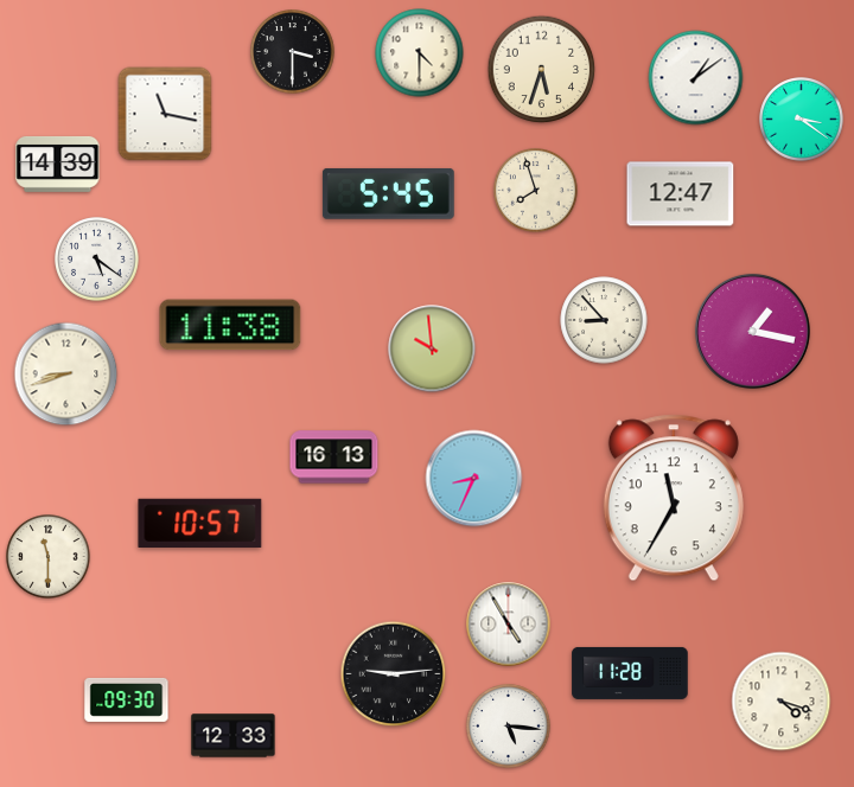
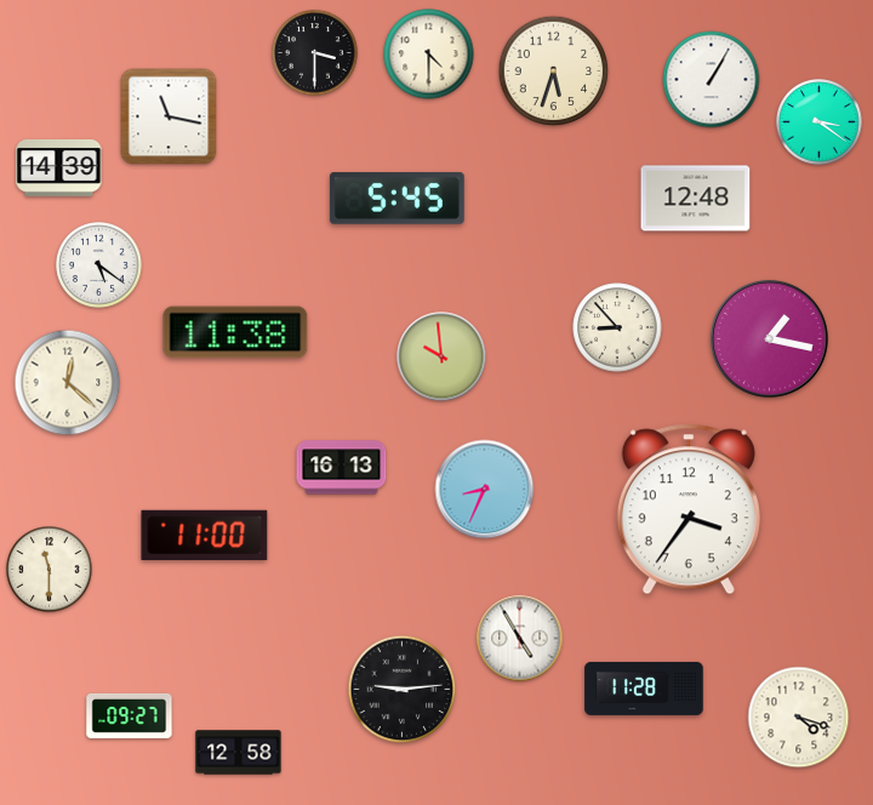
clock at (293, 52) position: (293, 52) -> (315, 53)
clock at (696, 78): 1:09 -> 1:05
clock at (536, 191): 7:57 -> none
clock at (681, 194): 12:47 -> 12:48
clock at (66, 375): 8:42 -> 12:22
clock at (674, 498): 11:35 -> 3:36
clock at (200, 524): 10:57 -> 11:00
clock at (127, 699): 09:30 -> 09:27
clock at (509, 727): 5:16 -> none
clock at (234, 736): 12:33 -> 12:58
